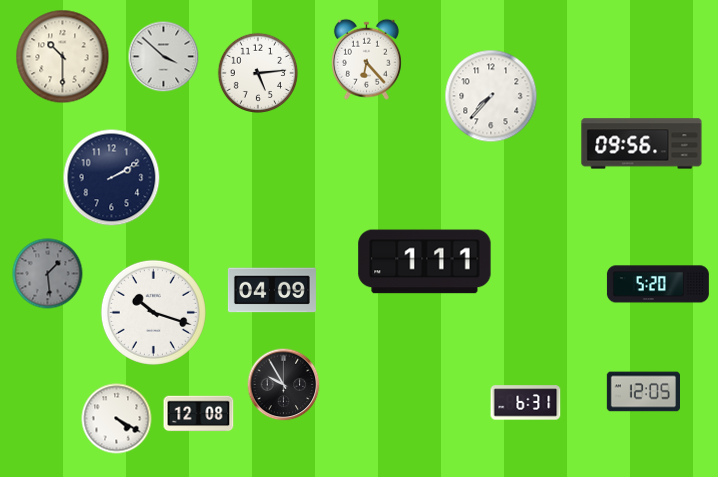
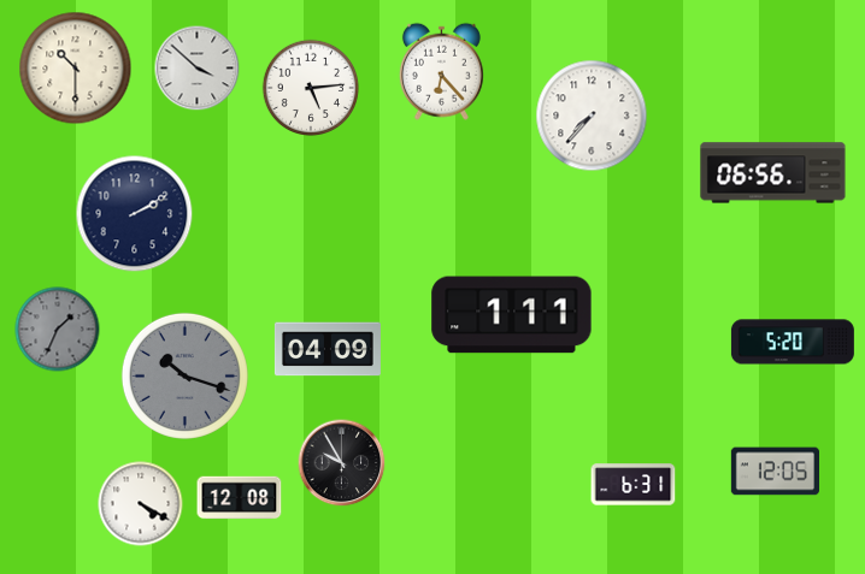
clock at (642, 144): 09:56 -> 06:56
clock at (48, 274): 1:29 -> 1:34
clock at (153, 312) dial: white -> grey
